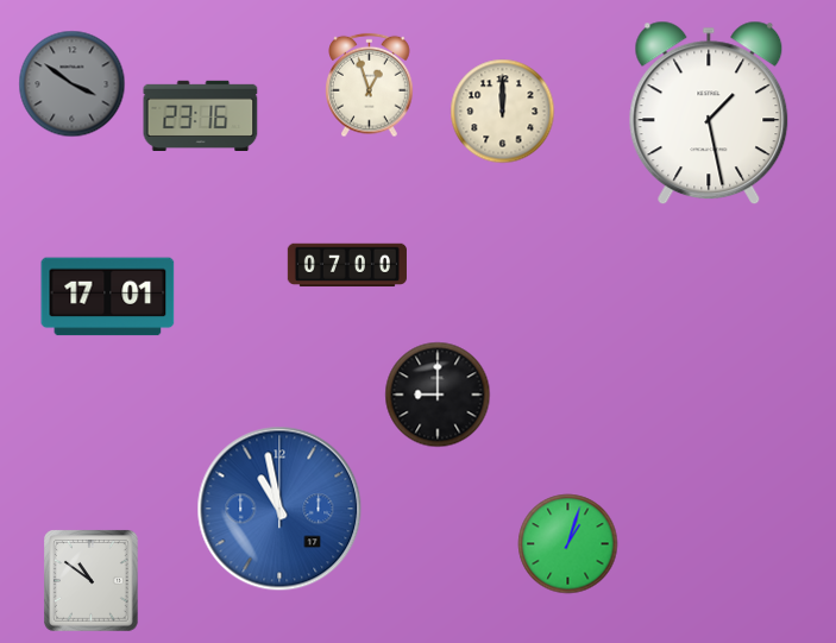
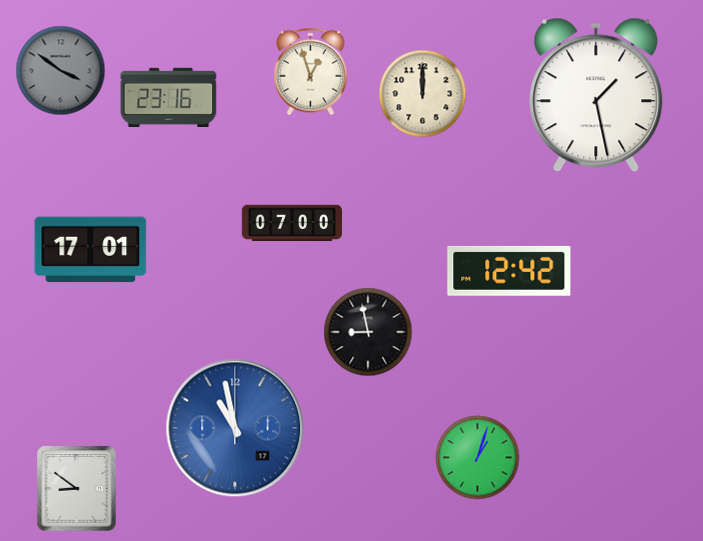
clock at (509, 271): none -> 12:42
clock at (438, 395): 9:00 -> 8:58
clock at (92, 581): 10:51 -> 8:51
